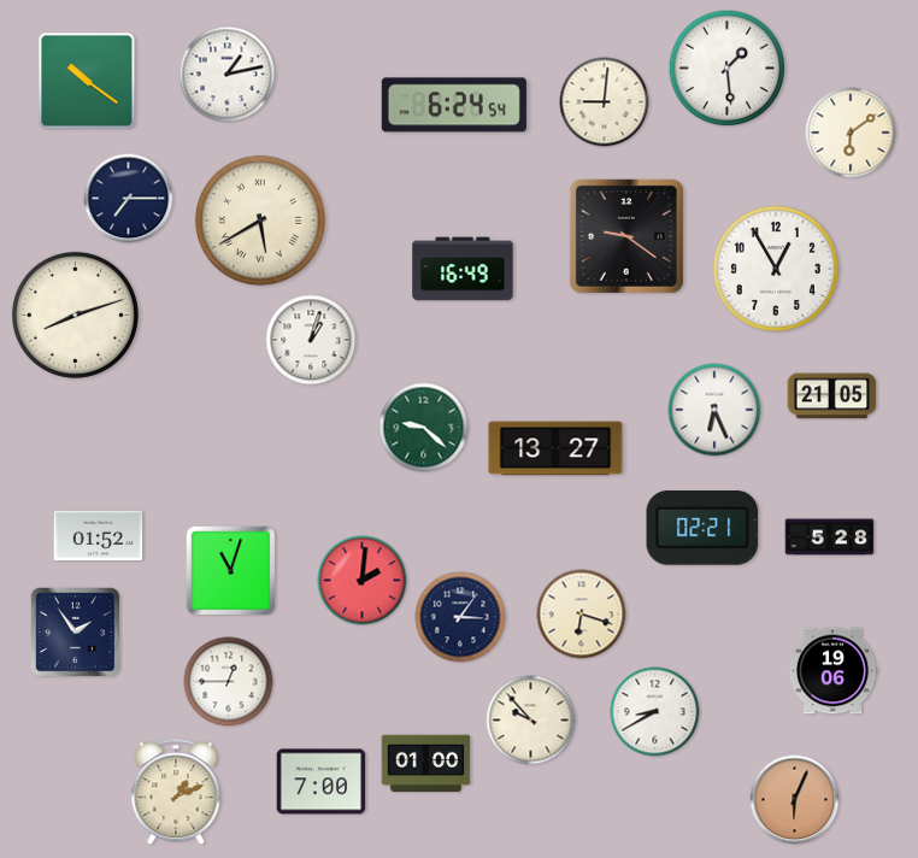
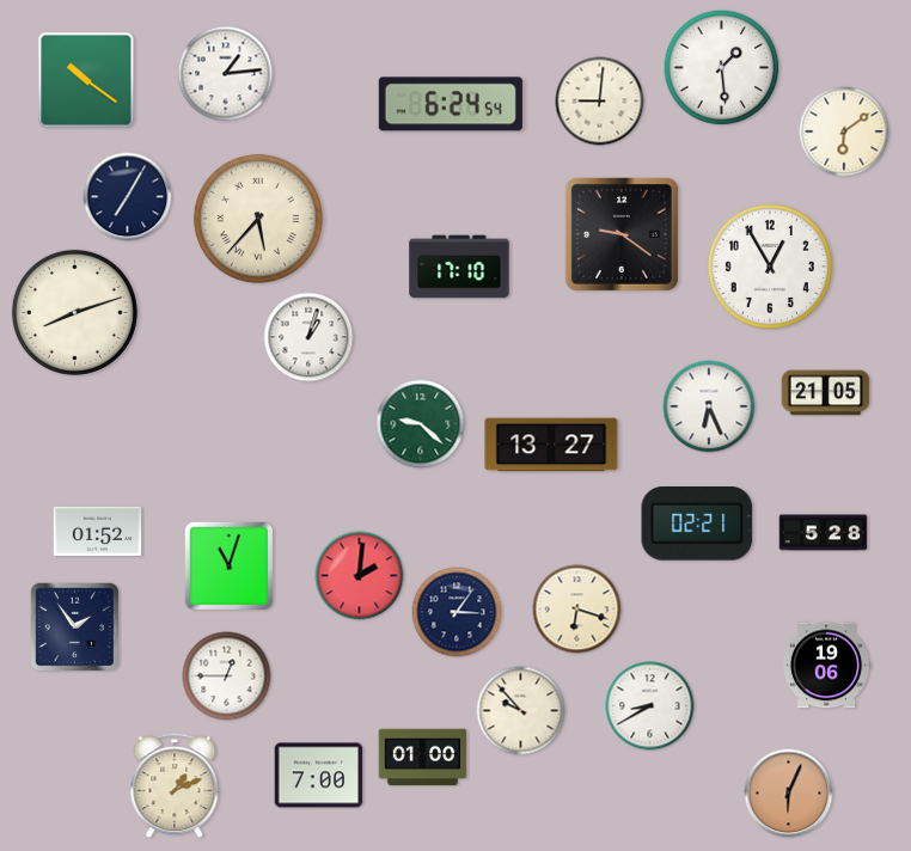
clock at (228, 75): 1:13 -> 1:14
clock at (129, 199): 7:15 -> 7:05
clock at (260, 221): 5:40 -> 5:37
clock at (463, 269): 16:49 -> 17:10
clock at (531, 721) position: (531, 721) -> (521, 711)
